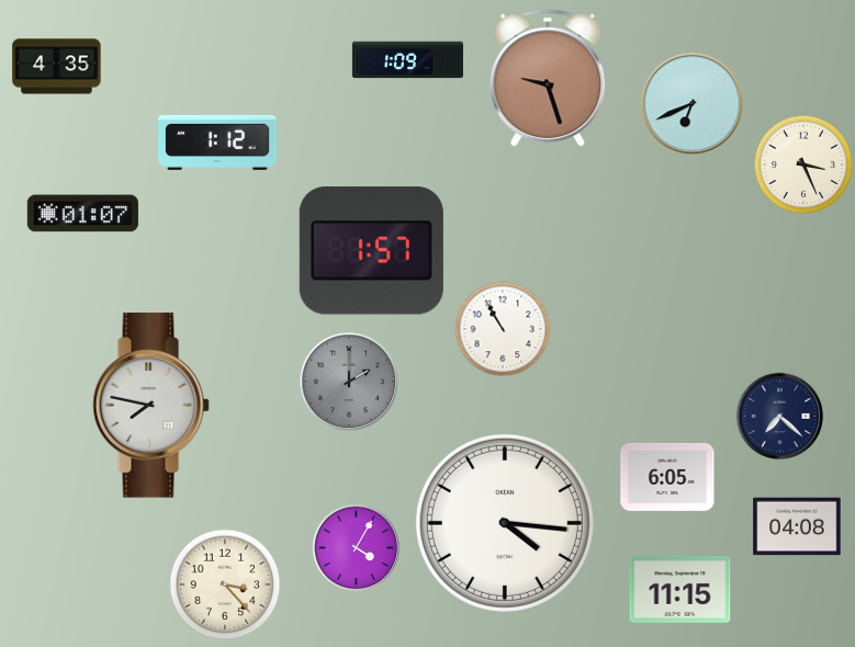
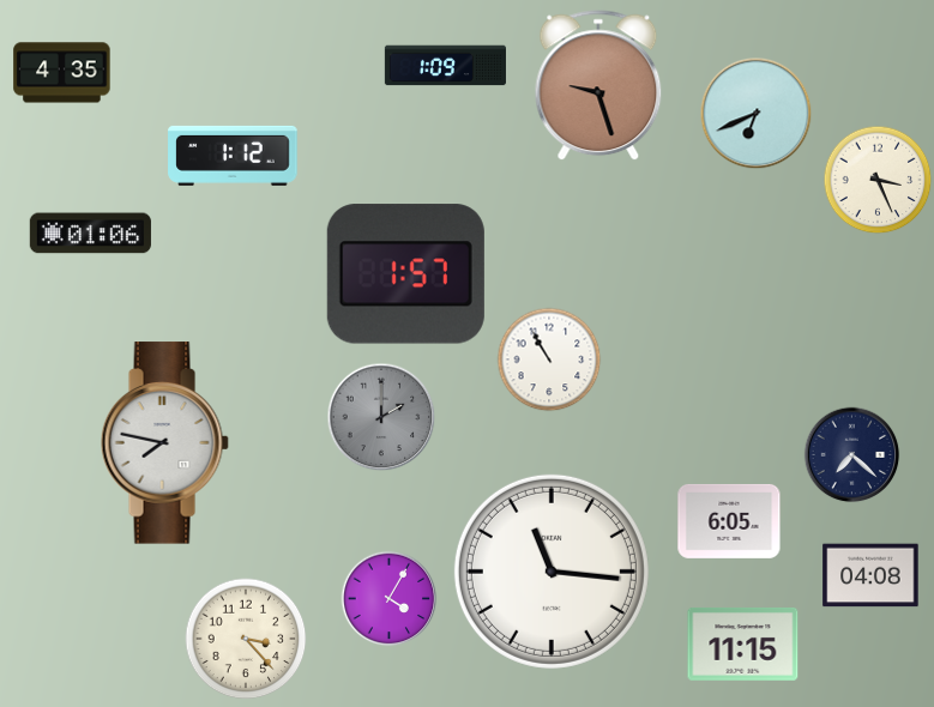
clock at (217, 143) position: (217, 143) -> (233, 156)
clock at (82, 214): 01:07 -> 01:06
clock at (505, 523): 4:16 -> 11:16
